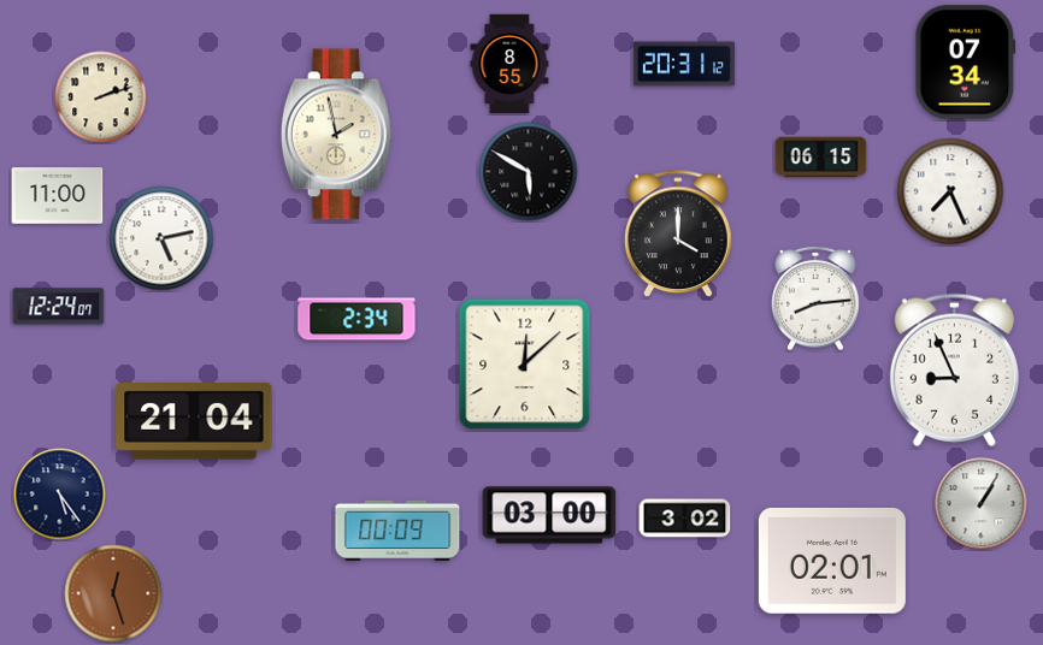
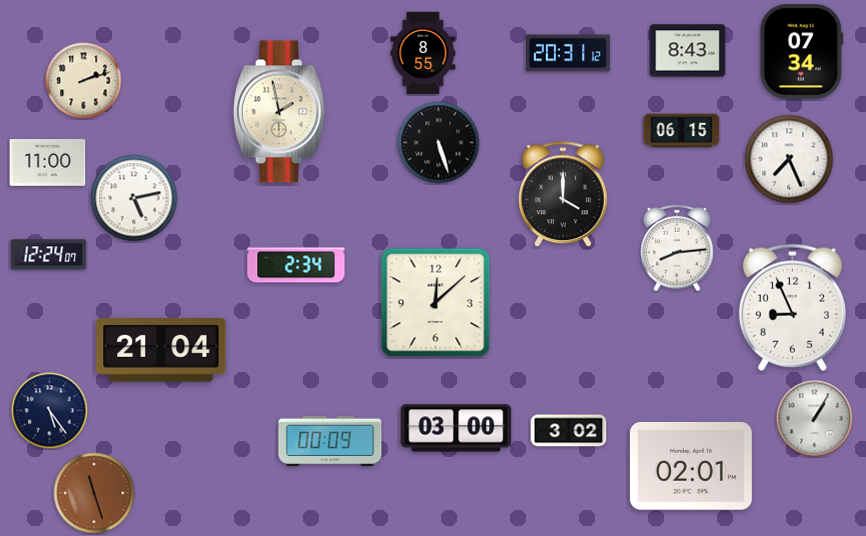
clock at (688, 51): none -> 8:43
clock at (529, 172): 5:50 -> 5:27
clock at (113, 593): 12:27 -> 11:27
